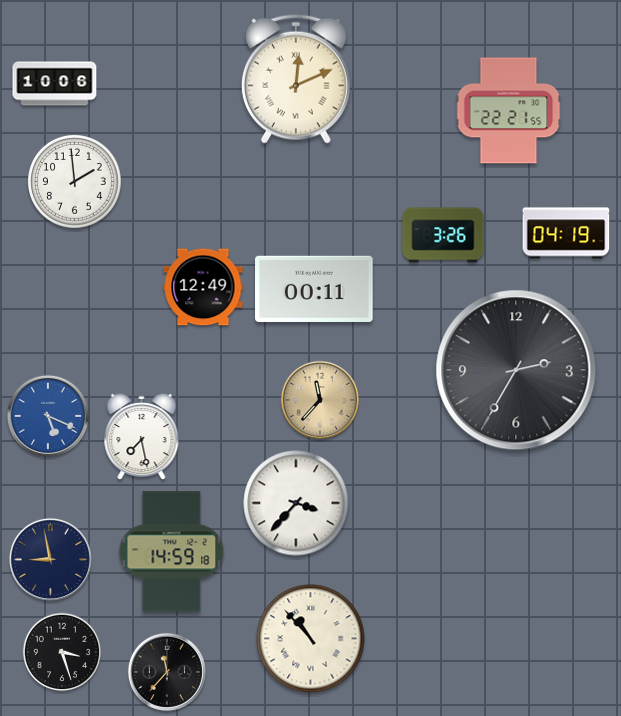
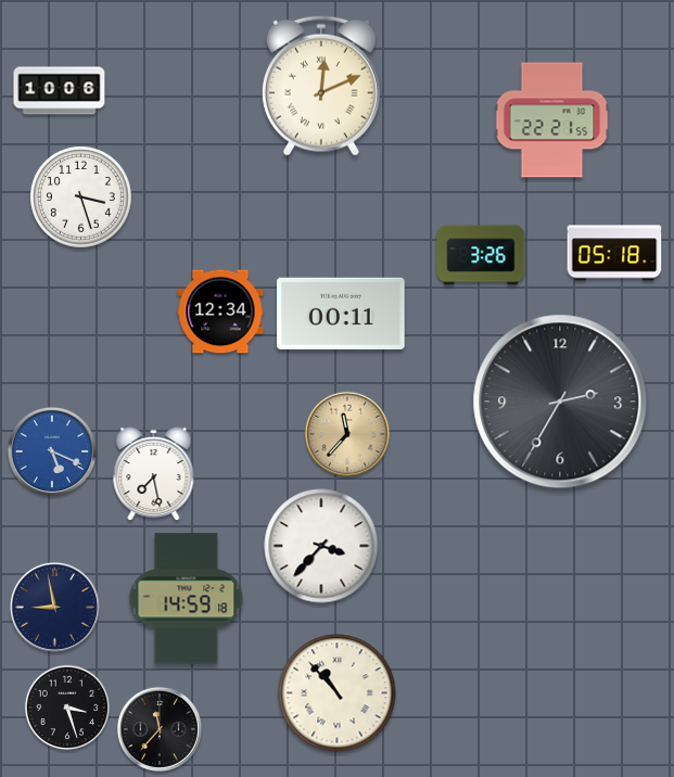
clock at (75, 182): 1:59 -> 3:27
clock at (566, 233): 04:19 -> 05:18
clock at (203, 287): 12:49 -> 12:34
clock at (167, 672) position: (167, 672) -> (160, 729)
